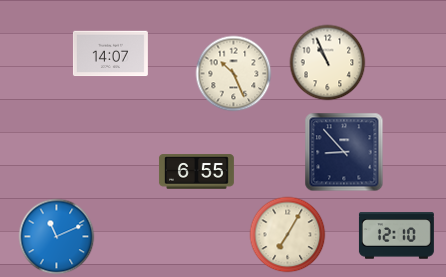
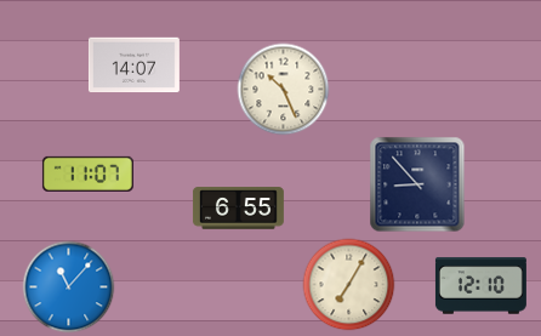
clock at (328, 63): 10:56 -> none
clock at (87, 173): none -> 11:07
clock at (57, 237): 11:11 -> 11:07
